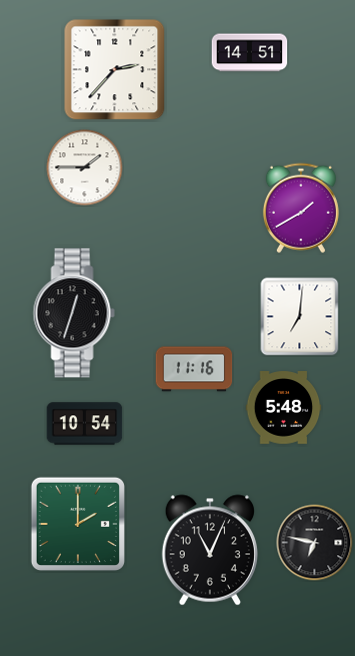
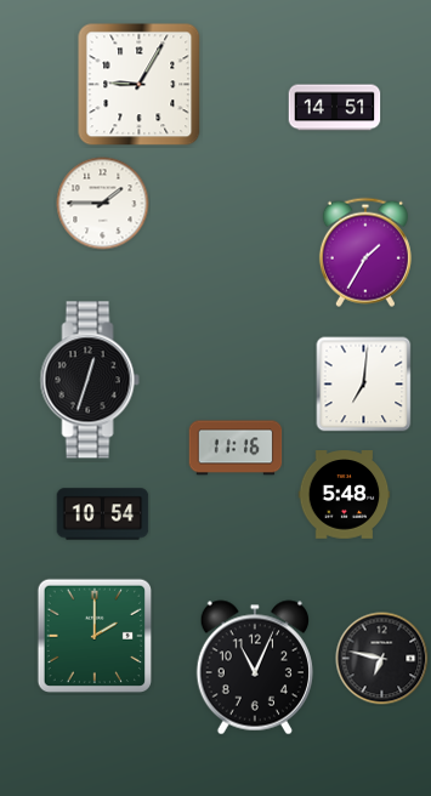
clock at (250, 53) position: (250, 53) -> (335, 108)
clock at (115, 70): 2:37 -> 9:05
clock at (301, 208): 1:40 -> 1:35
